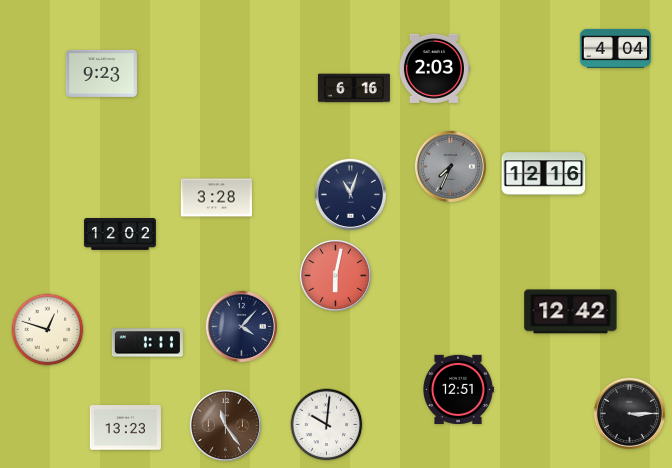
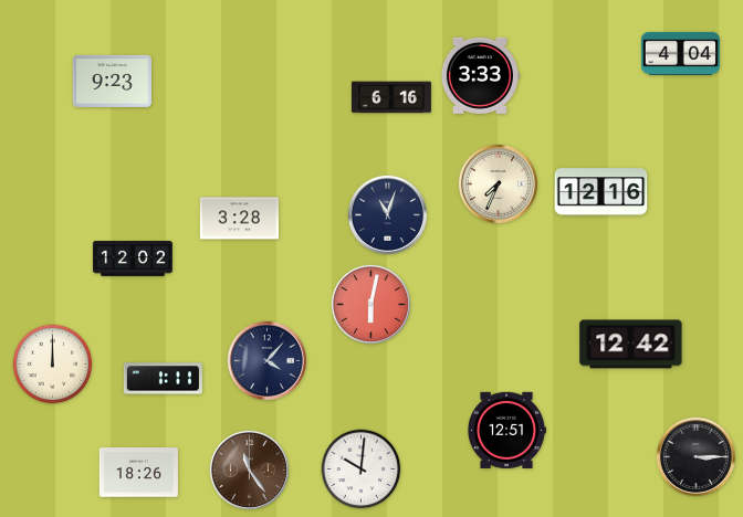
clock at (434, 68): 2:03 -> 3:33
clock at (450, 166) dial: grey -> cream
clock at (48, 330): 12:48 -> 12:00
clock at (125, 428): 13:23 -> 18:26
